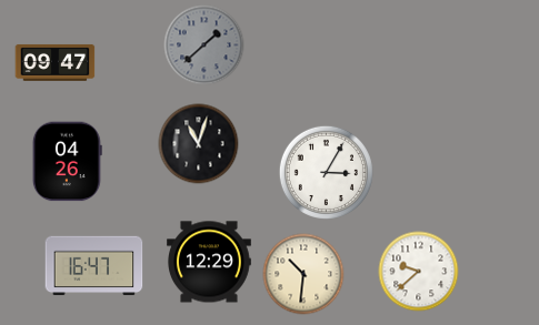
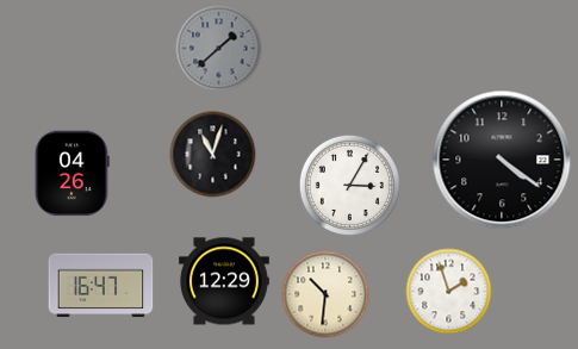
clock at (56, 62): 09:47 -> none
clock at (502, 160): none -> 4:21
clock at (419, 272): 9:38 -> 1:57
